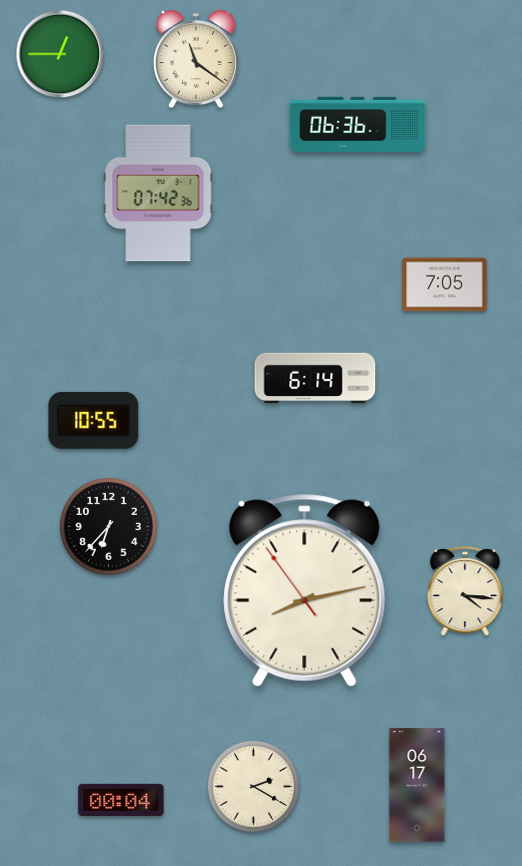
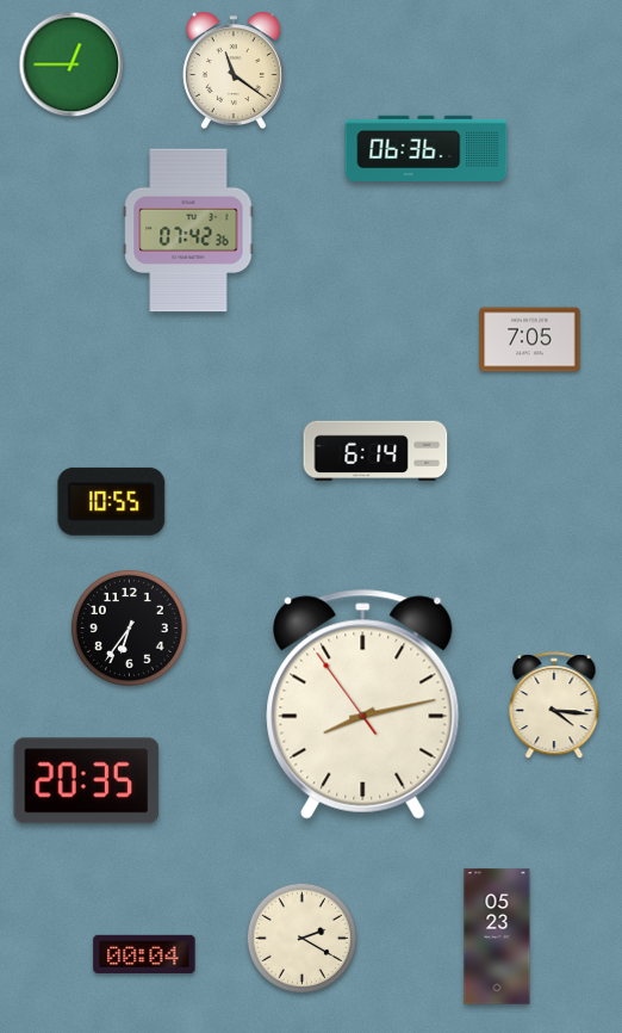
clock at (108, 526): 6:37 -> 6:36
clock at (87, 781): none -> 20:35
clock at (417, 785): 06:17 -> 05:23
